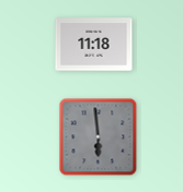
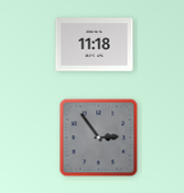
clock at (99, 137): 5:59 -> 2:54
